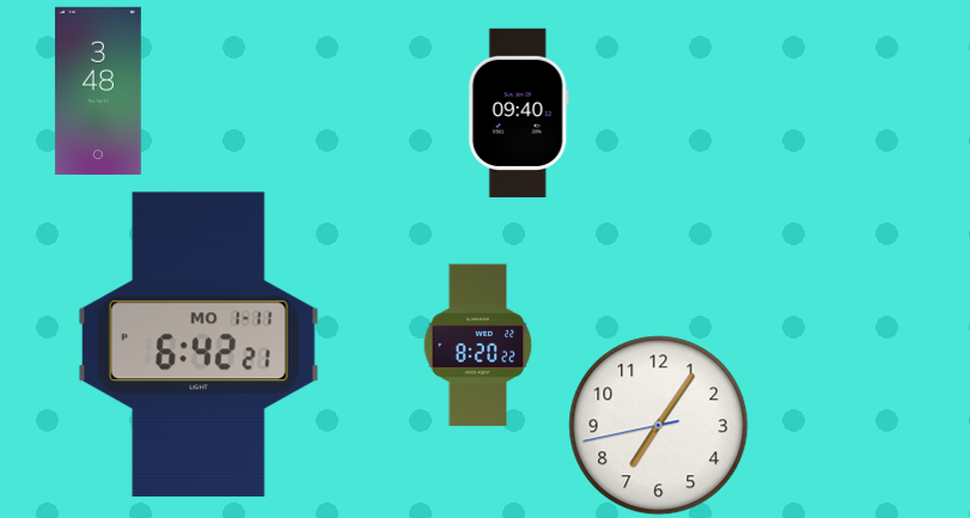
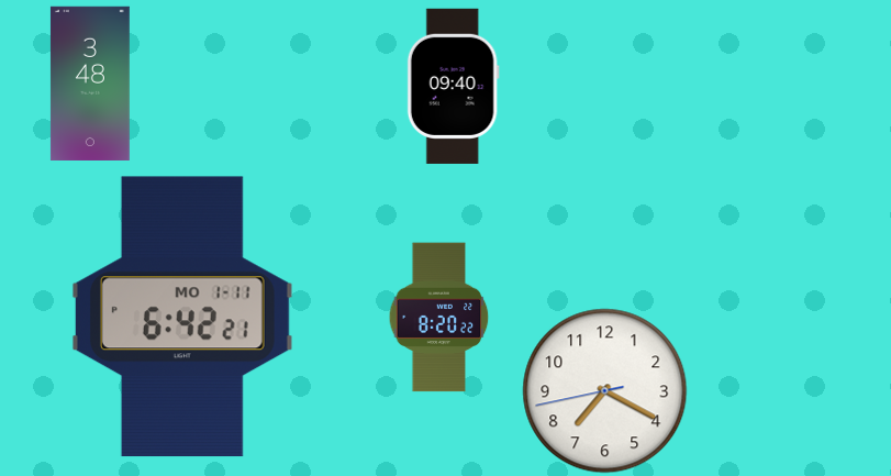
clock at (518, 112) position: (518, 112) -> (453, 86)
clock at (659, 426): 7:05 -> 7:19
